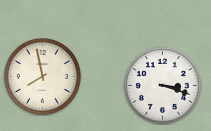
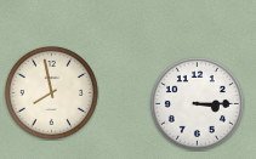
clock at (162, 85): 3:18 -> 3:15
